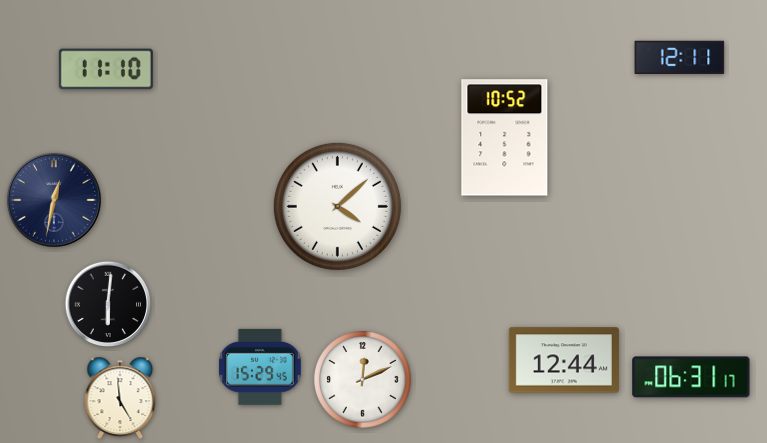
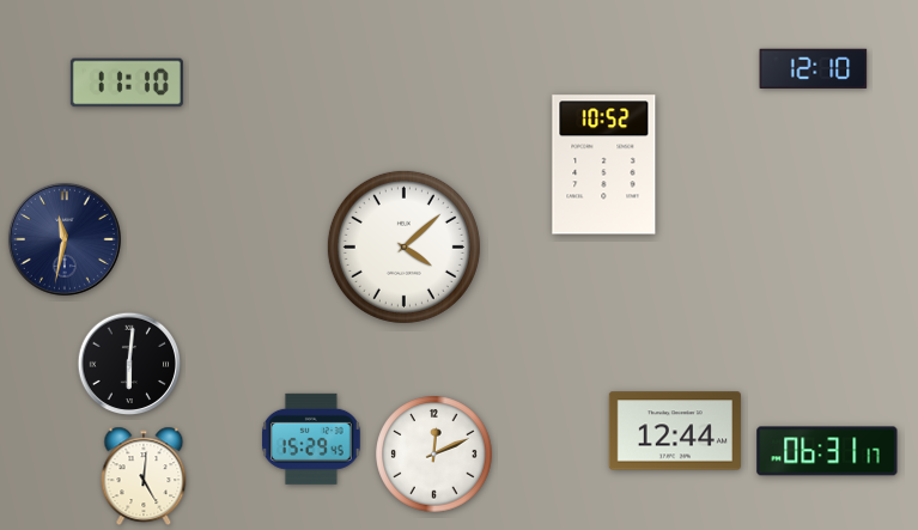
clock at (680, 57): 12:11 -> 12:10
clock at (54, 200): 12:32 -> 11:32
clock at (120, 398): 4:59 -> 5:01
